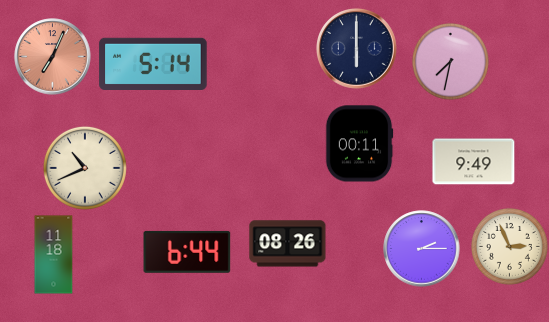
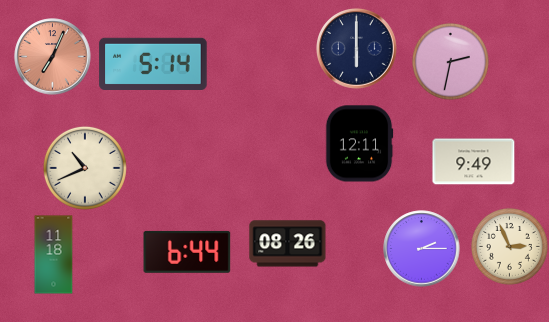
clock at (450, 61): 7:32 -> 2:32
clock at (359, 144): 00:11 -> 12:11
